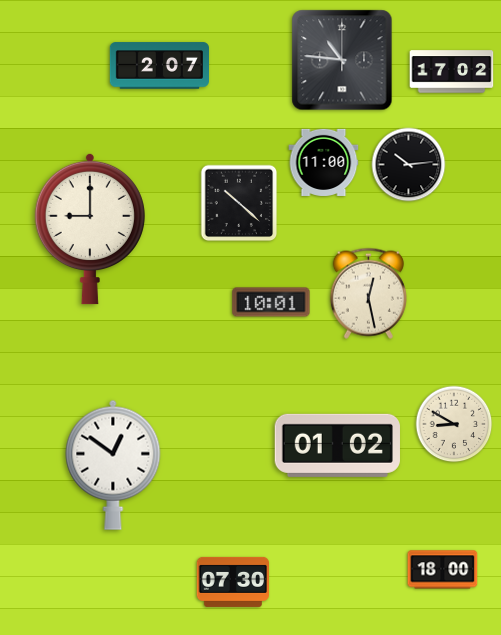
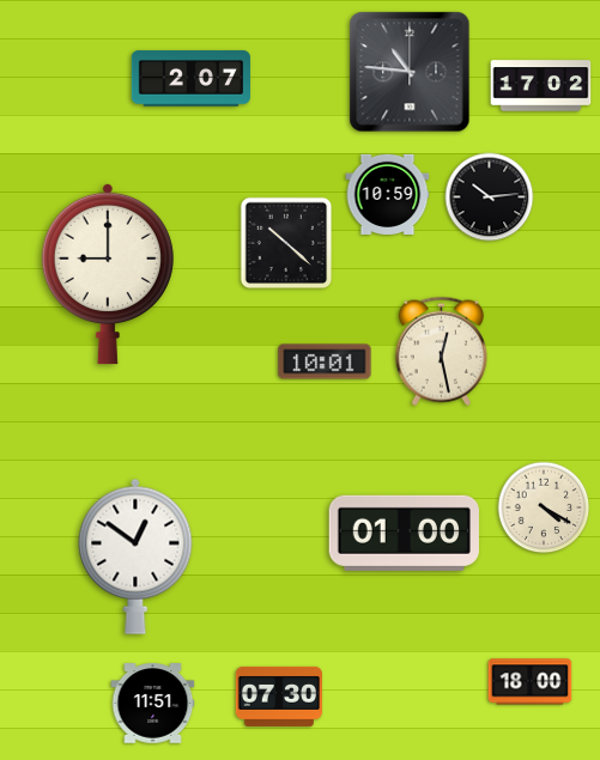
clock at (324, 162): 11:00 -> 10:59
clock at (454, 424): 8:50 -> 4:20
clock at (337, 445): 01:02 -> 01:00
clock at (153, 704): none -> 11:51
